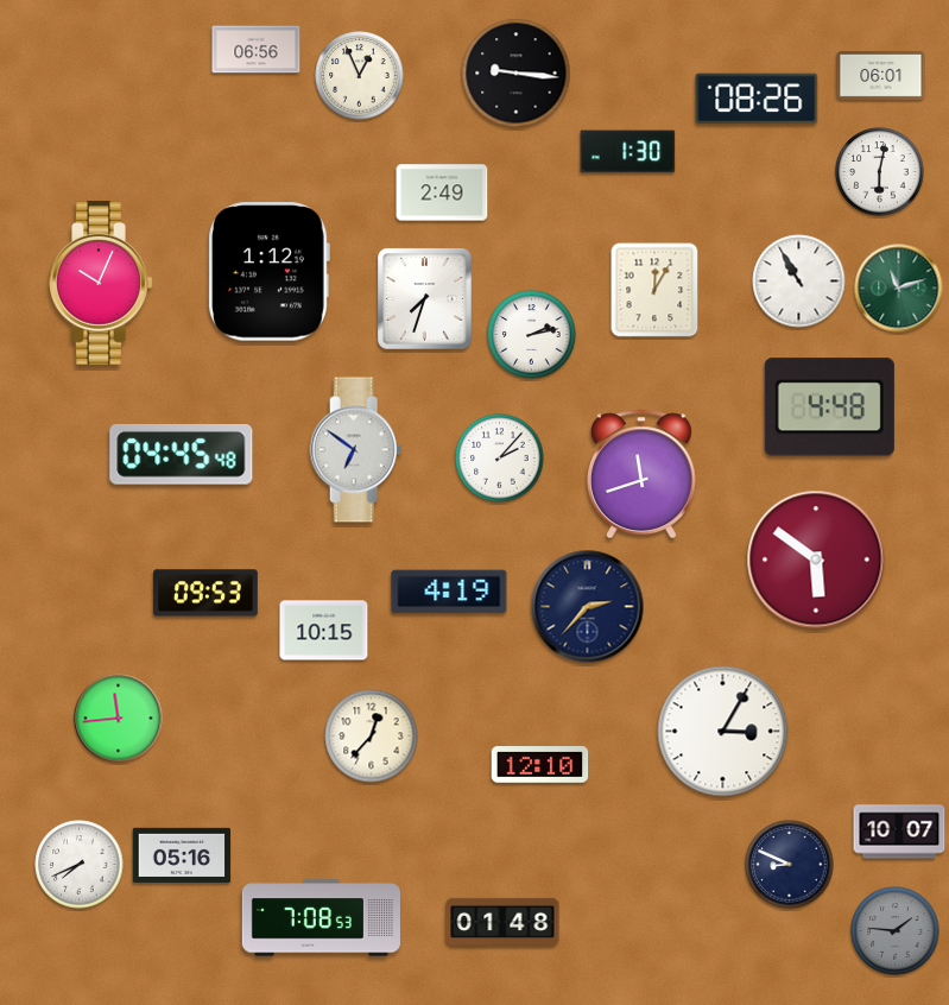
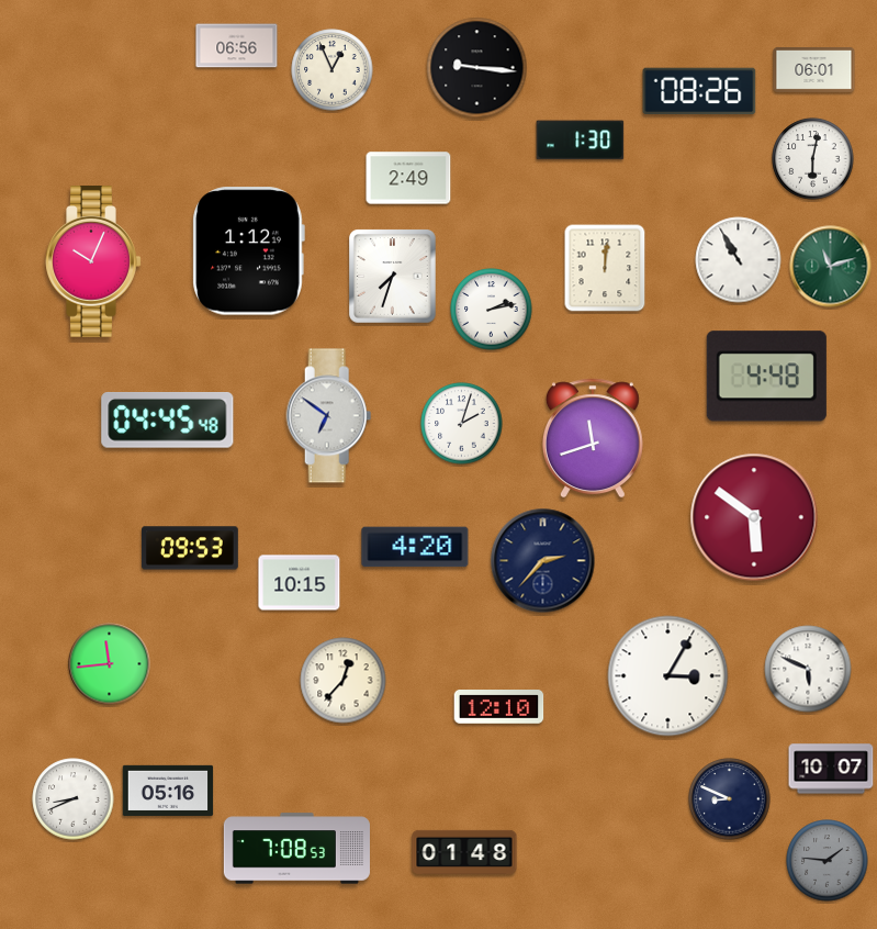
clock at (654, 290): 12:05 -> 12:01
clock at (500, 459): 2:07 -> 2:03
clock at (449, 592): 4:19 -> 4:20
clock at (808, 669): none -> 5:49
clock at (80, 865): 7:41 -> 8:41
